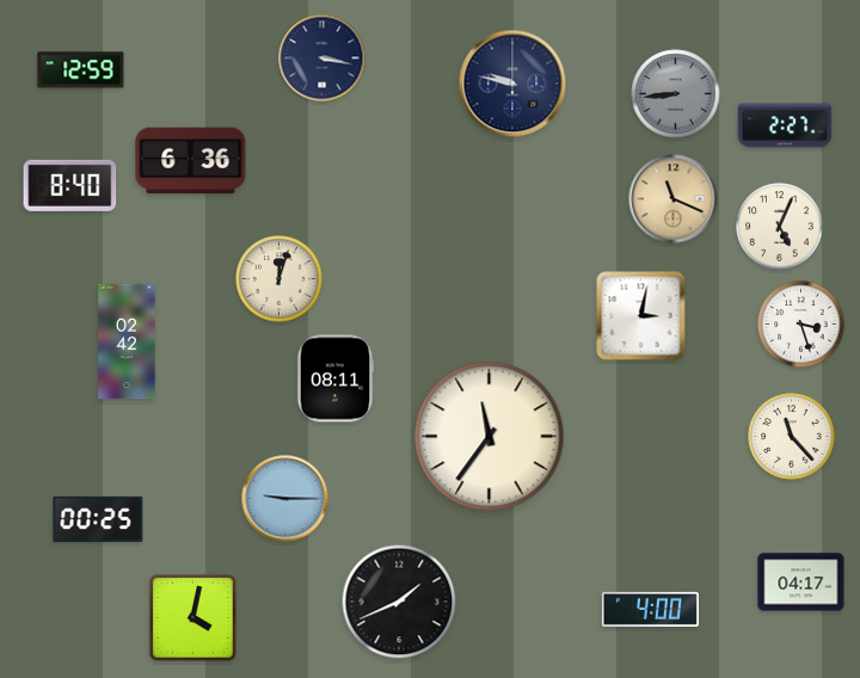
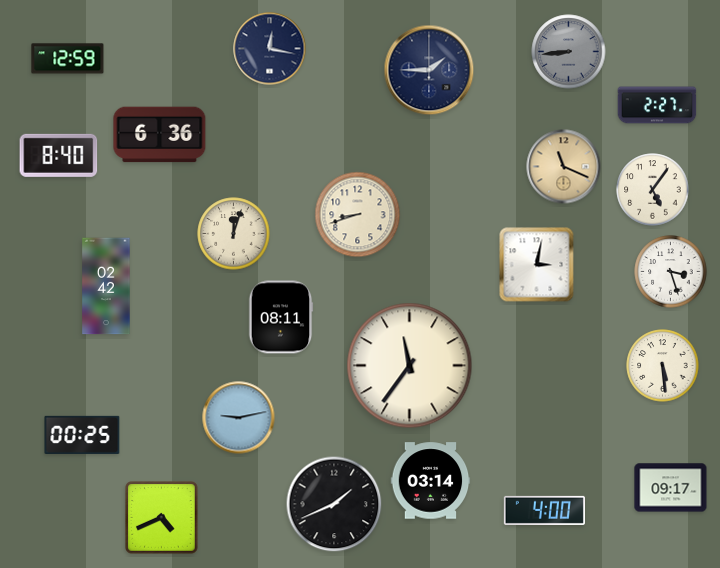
clock at (322, 58): 3:17 -> 12:17
clock at (512, 84): 9:47 -> 1:45
clock at (676, 94) position: (676, 94) -> (569, 52)
clock at (780, 227): 5:04 -> 5:06
clock at (358, 215): none -> 8:42
clock at (792, 437): 11:23 -> 5:29
clock at (285, 499): 9:15 -> 9:13
clock at (431, 481): none -> 03:14
clock at (801, 583): 04:17 -> 09:17
clock at (193, 618): 4:02 -> 4:41
